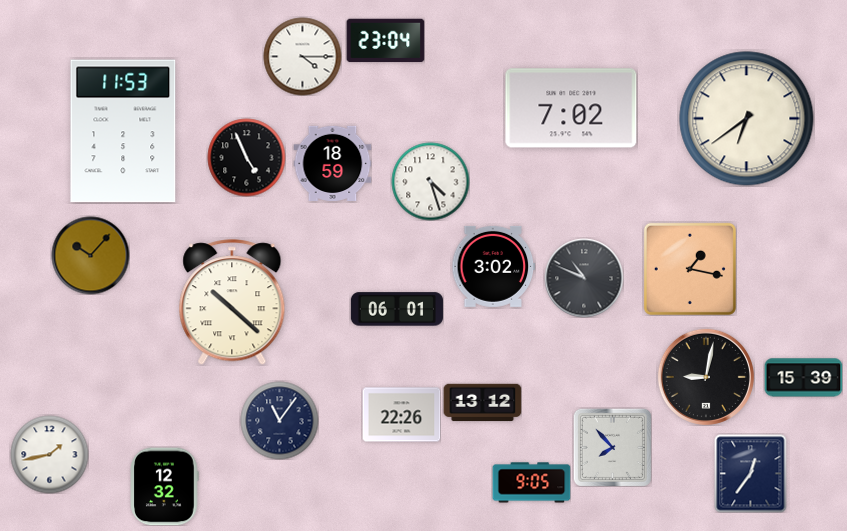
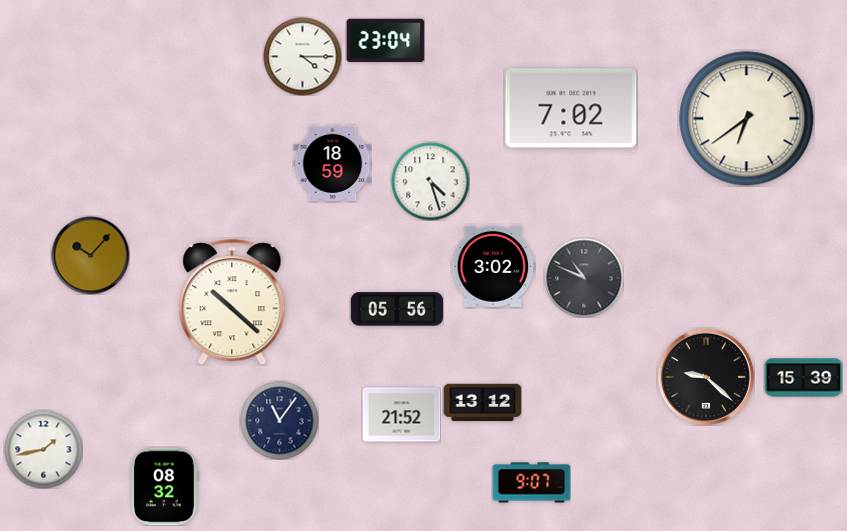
clock at (123, 131): 11:53 -> none
clock at (246, 157): 4:56 -> none
clock at (690, 269): 1:17 -> none
clock at (397, 309): 06:01 -> 05:56
clock at (706, 377): 9:02 -> 9:22
clock at (401, 415): 22:26 -> 21:52
clock at (612, 447): 7:53 -> none
clock at (49, 454) position: (49, 454) -> (43, 449)
clock at (751, 473): 12:36 -> none
clock at (531, 483): 9:05 -> 9:07
clock at (165, 486): 12:32 -> 08:32
